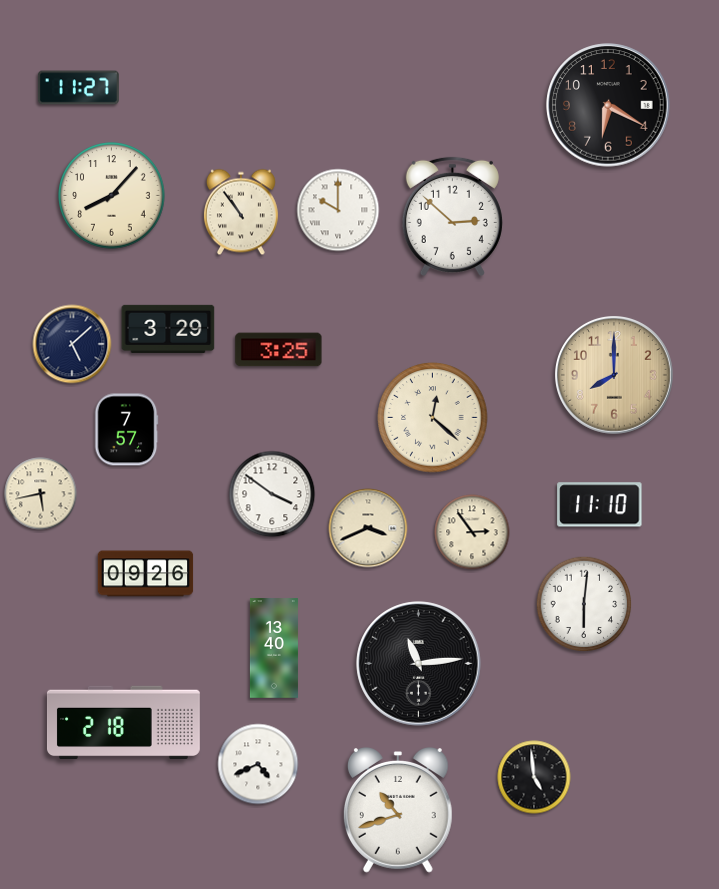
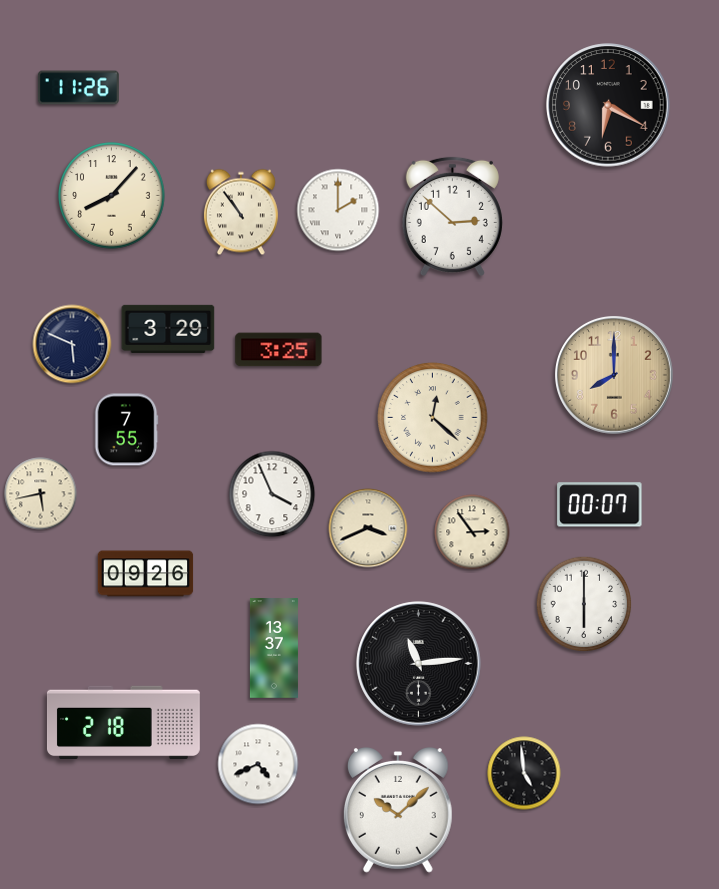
clock at (78, 88): 11:27 -> 11:26
clock at (338, 210): 10:00 -> 2:00
clock at (72, 344): 5:08 -> 5:49
clock at (126, 430): 7:57 -> 7:55
clock at (272, 494): 3:51 -> 3:56
clock at (600, 505): 11:10 -> 00:07
clock at (584, 604): 6:01 -> 6:00
clock at (274, 648): 13:40 -> 13:37
clock at (534, 777) position: (534, 777) -> (524, 773)
clock at (398, 811): 10:42 -> 10:08
